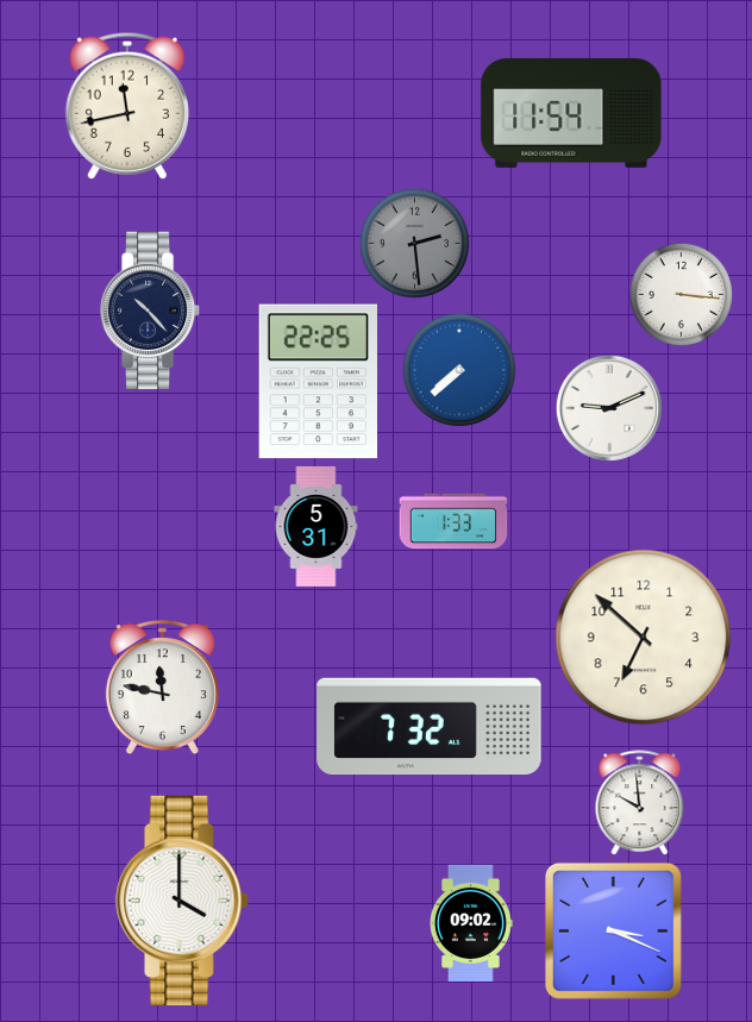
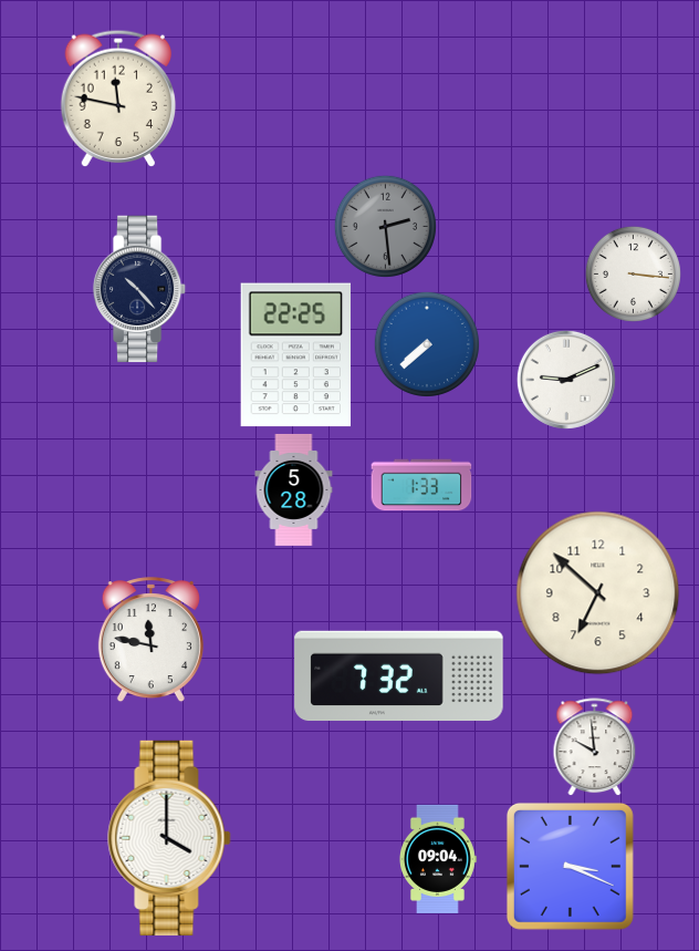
clock at (126, 105): 11:43 -> 11:47
clock at (571, 113): 11:54 -> none
clock at (317, 526): 5:31 -> 5:28
clock at (471, 923): 09:02 -> 09:04
